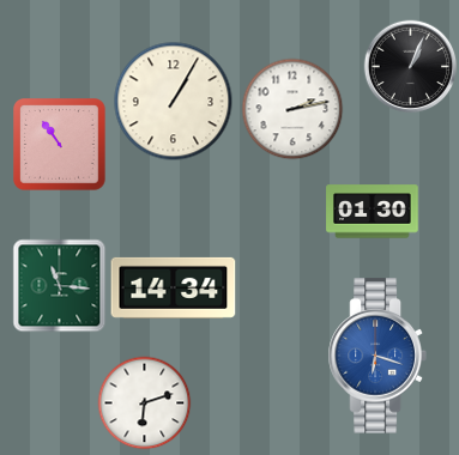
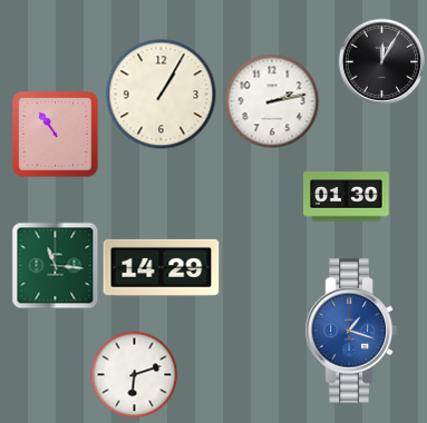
clock at (410, 66): 1:04 -> 12:05
clock at (174, 287): 14:34 -> 14:29
clock at (378, 356): 6:18 -> 1:18
